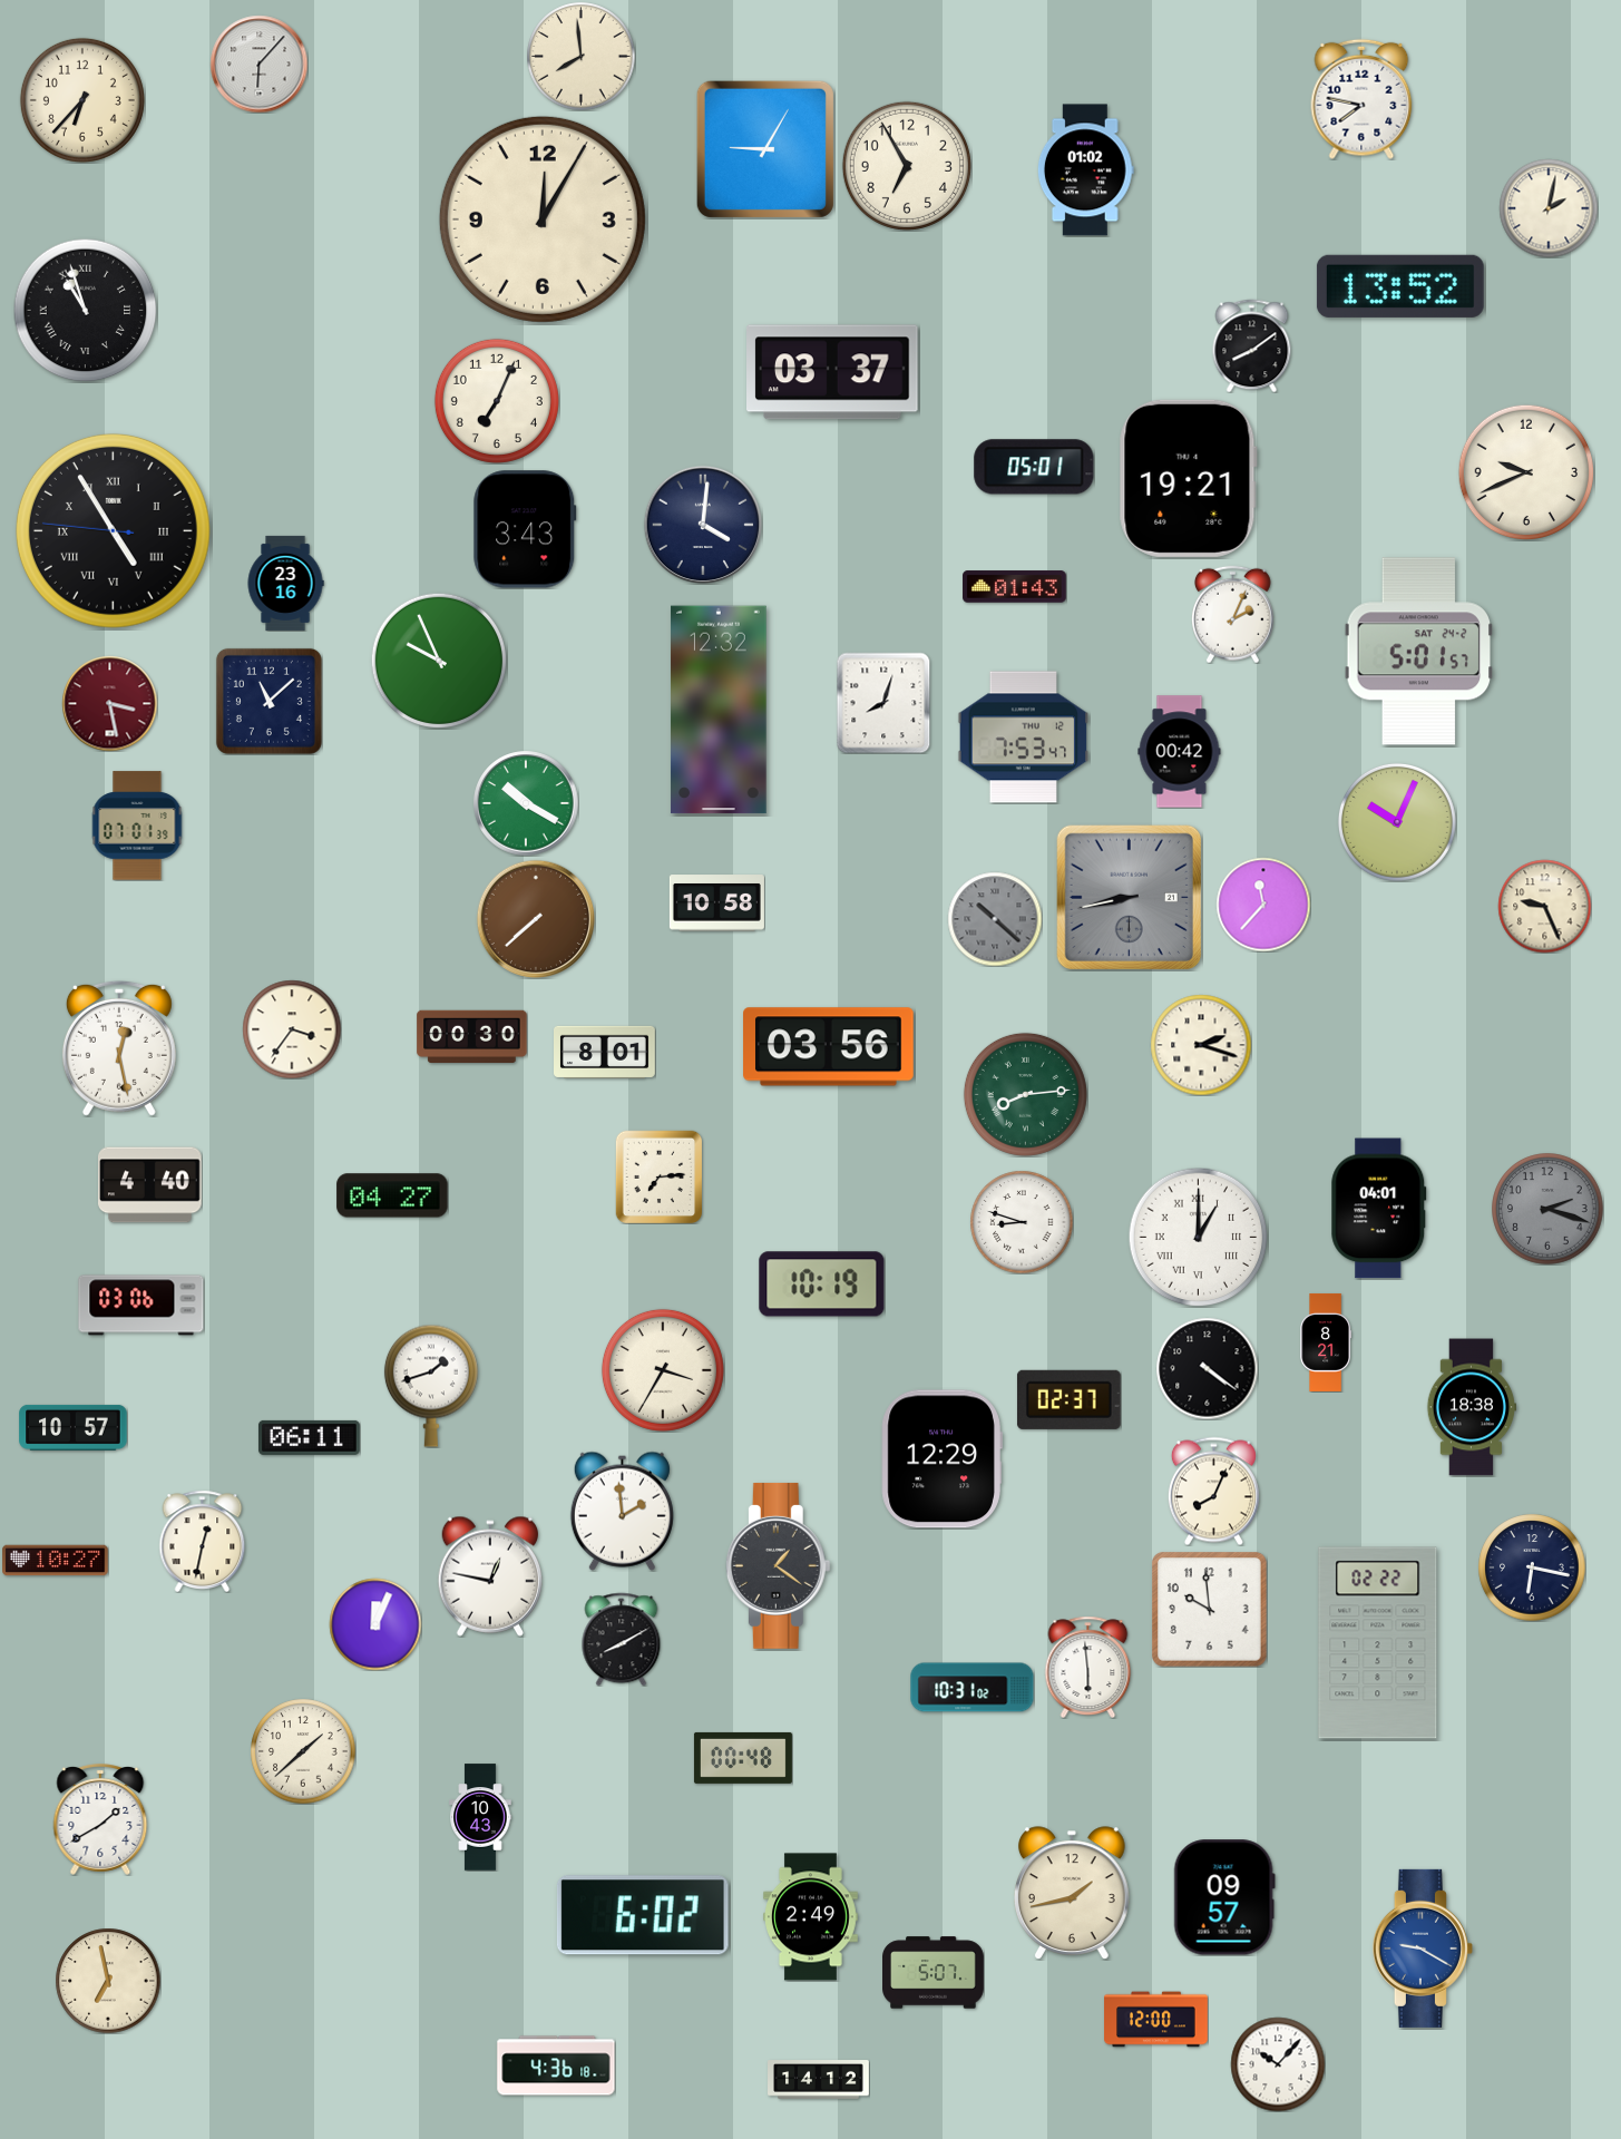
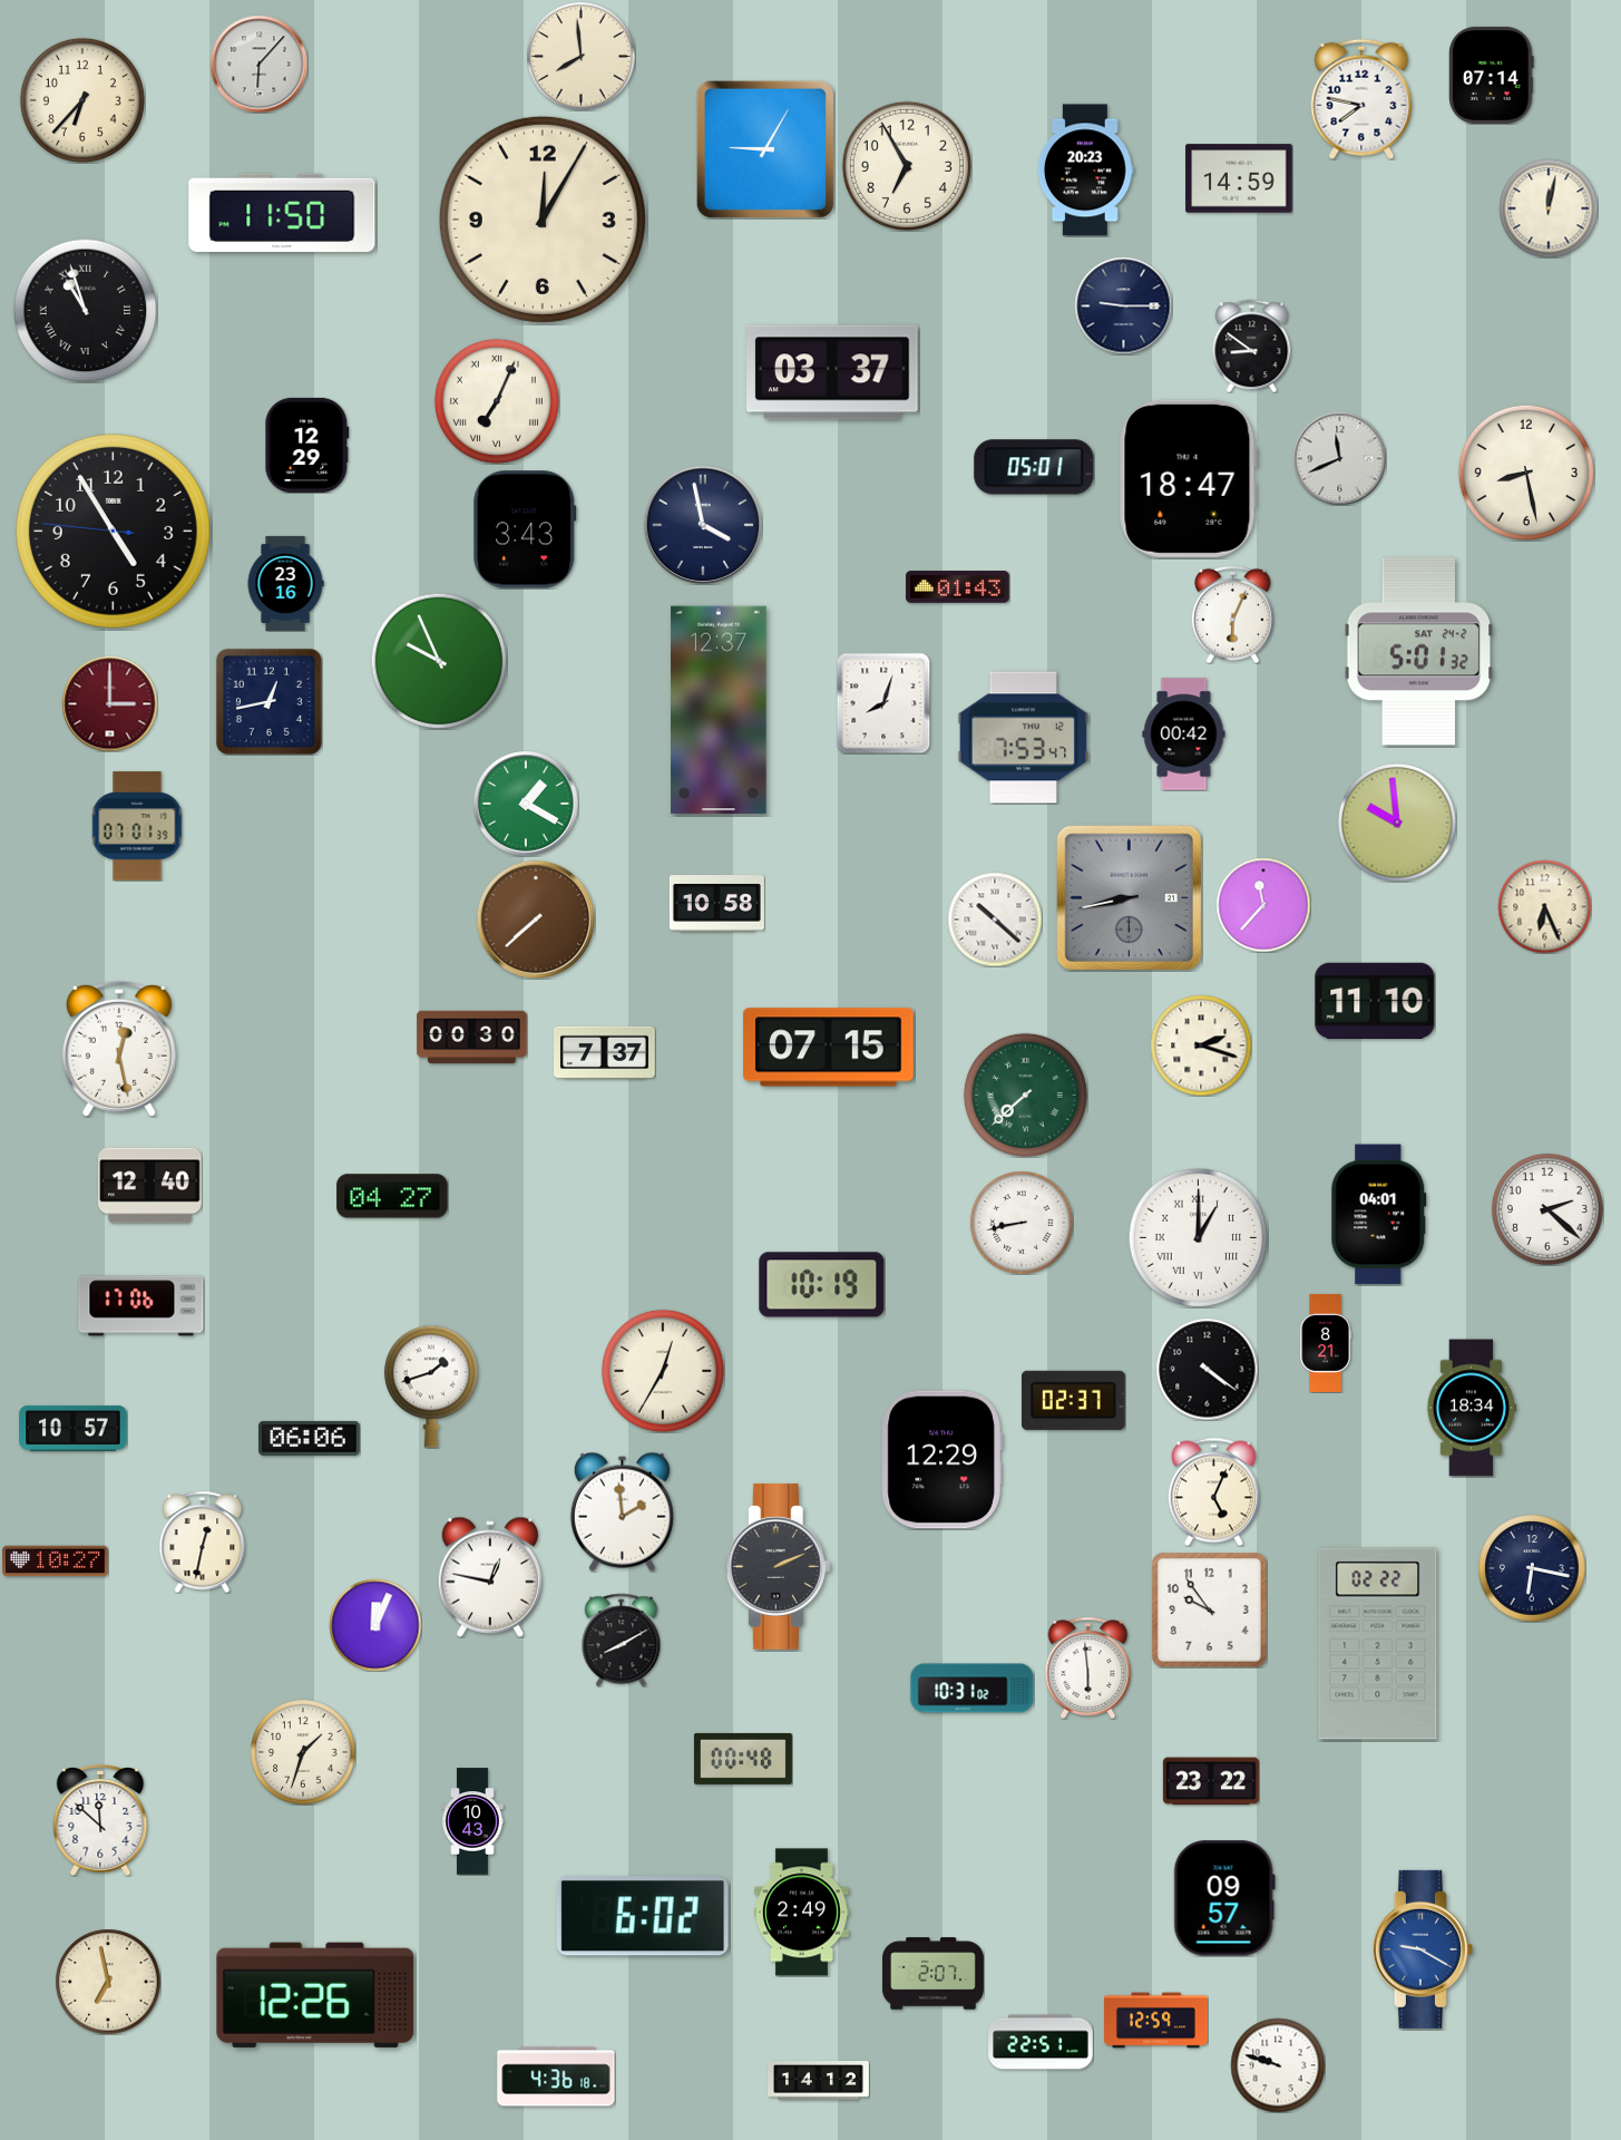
clock at (1492, 75): none -> 07:14
clock at (1085, 170): 01:02 -> 20:23
clock at (1239, 178): none -> 14:59
clock at (1549, 208): 2:02 -> 12:02
clock at (282, 213): none -> 11:50
clock at (1400, 286): 13:52 -> none
clock at (1123, 305): none -> 9:15
clock at (1252, 345): 8:09 -> 8:51
clock at (497, 401) numerals: Arabic -> Roman
clock at (307, 445): none -> 12:29
clock at (1339, 458): none -> 11:41
clock at (1525, 471): 9:41 -> 8:28
clock at (1188, 478): 19:21 -> 18:47
clock at (702, 524): 4:01 -> 3:58
clock at (113, 530) numerals: Roman -> Arabic
clock at (1015, 587) position: (1015, 587) -> (958, 587)
clock at (1232, 614): 2:04 -> 6:04
clock at (1419, 652): 5:01:57 -> 5:01:32
clock at (268, 701): 11:08 -> 12:43
clock at (109, 703): 3:28 -> 3:00
clock at (719, 710): 12:32 -> 12:37
clock at (1180, 752) position: (1180, 752) -> (1184, 735)
clock at (526, 803): 10:20 -> 1:20
clock at (1397, 822): 10:04 -> 9:59
clock at (1544, 906): 9:26 -> 6:26
clock at (995, 919) dial: grey -> white
clock at (1375, 1001): none -> 11:10
clock at (292, 1029): 3:36 -> none
clock at (829, 1047): 03:56 -> 07:15
clock at (605, 1052): 8:01 -> 7:37
clock at (1025, 1094): 8:14 -> 7:38
clock at (660, 1176): 7:14 -> none
clock at (150, 1185): 4:40 -> 12:40
clock at (1379, 1209) position: (1379, 1209) -> (1379, 1215)
clock at (1547, 1209): 2:18 -> 2:22
clock at (1547, 1209) dial: grey -> white
clock at (1022, 1222): 8:48 -> 8:43
clock at (141, 1306): 03:06 -> 17:06
clock at (663, 1370): 3:35 -> 12:35
clock at (1068, 1399) position: (1068, 1399) -> (1073, 1400)
clock at (1472, 1407): 18:38 -> 18:34
clock at (309, 1437): 06:11 -> 06:06
clock at (1213, 1491): 8:04 -> 5:04
clock at (778, 1565): 1:21 -> 2:11
clock at (1210, 1610): 9:59 -> 9:54
clock at (303, 1751): 1:38 -> 1:33
clock at (1211, 1781): none -> 23:22
clock at (480, 1817) position: (480, 1817) -> (472, 1821)
clock at (100, 1820): 1:40 -> 11:52
clock at (1072, 1893): 1:43 -> none
clock at (811, 1917) position: (811, 1917) -> (802, 1913)
clock at (934, 1973): 5:07 -> 2:07
clock at (315, 1995): none -> 12:26
clock at (1156, 2020): 12:00 -> 12:59
clock at (1041, 2042): none -> 22:51
clock at (1278, 2064): 10:07 -> 9:48
clock at (556, 2065) position: (556, 2065) -> (556, 2076)
